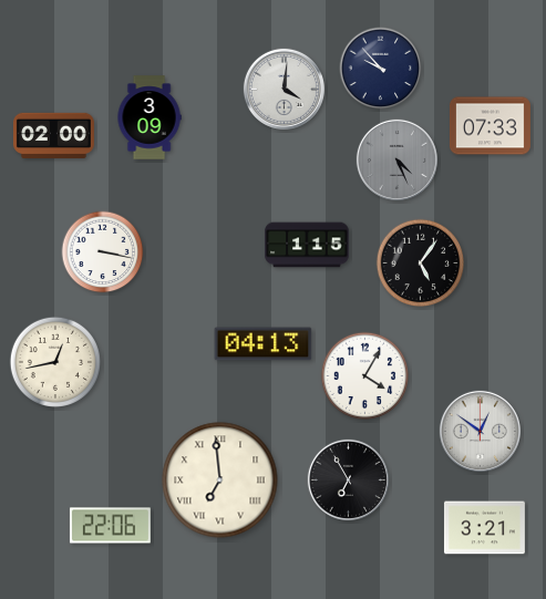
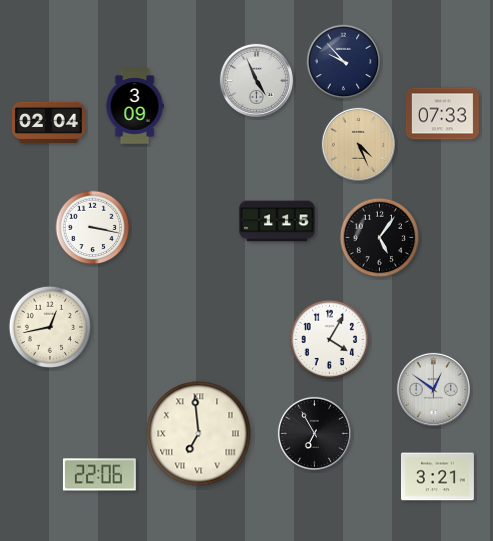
clock at (284, 89): 4:01 -> 4:56
clock at (53, 135): 02:00 -> 02:04
clock at (396, 159) dial: grey -> champagne
clock at (264, 344): 04:13 -> none
